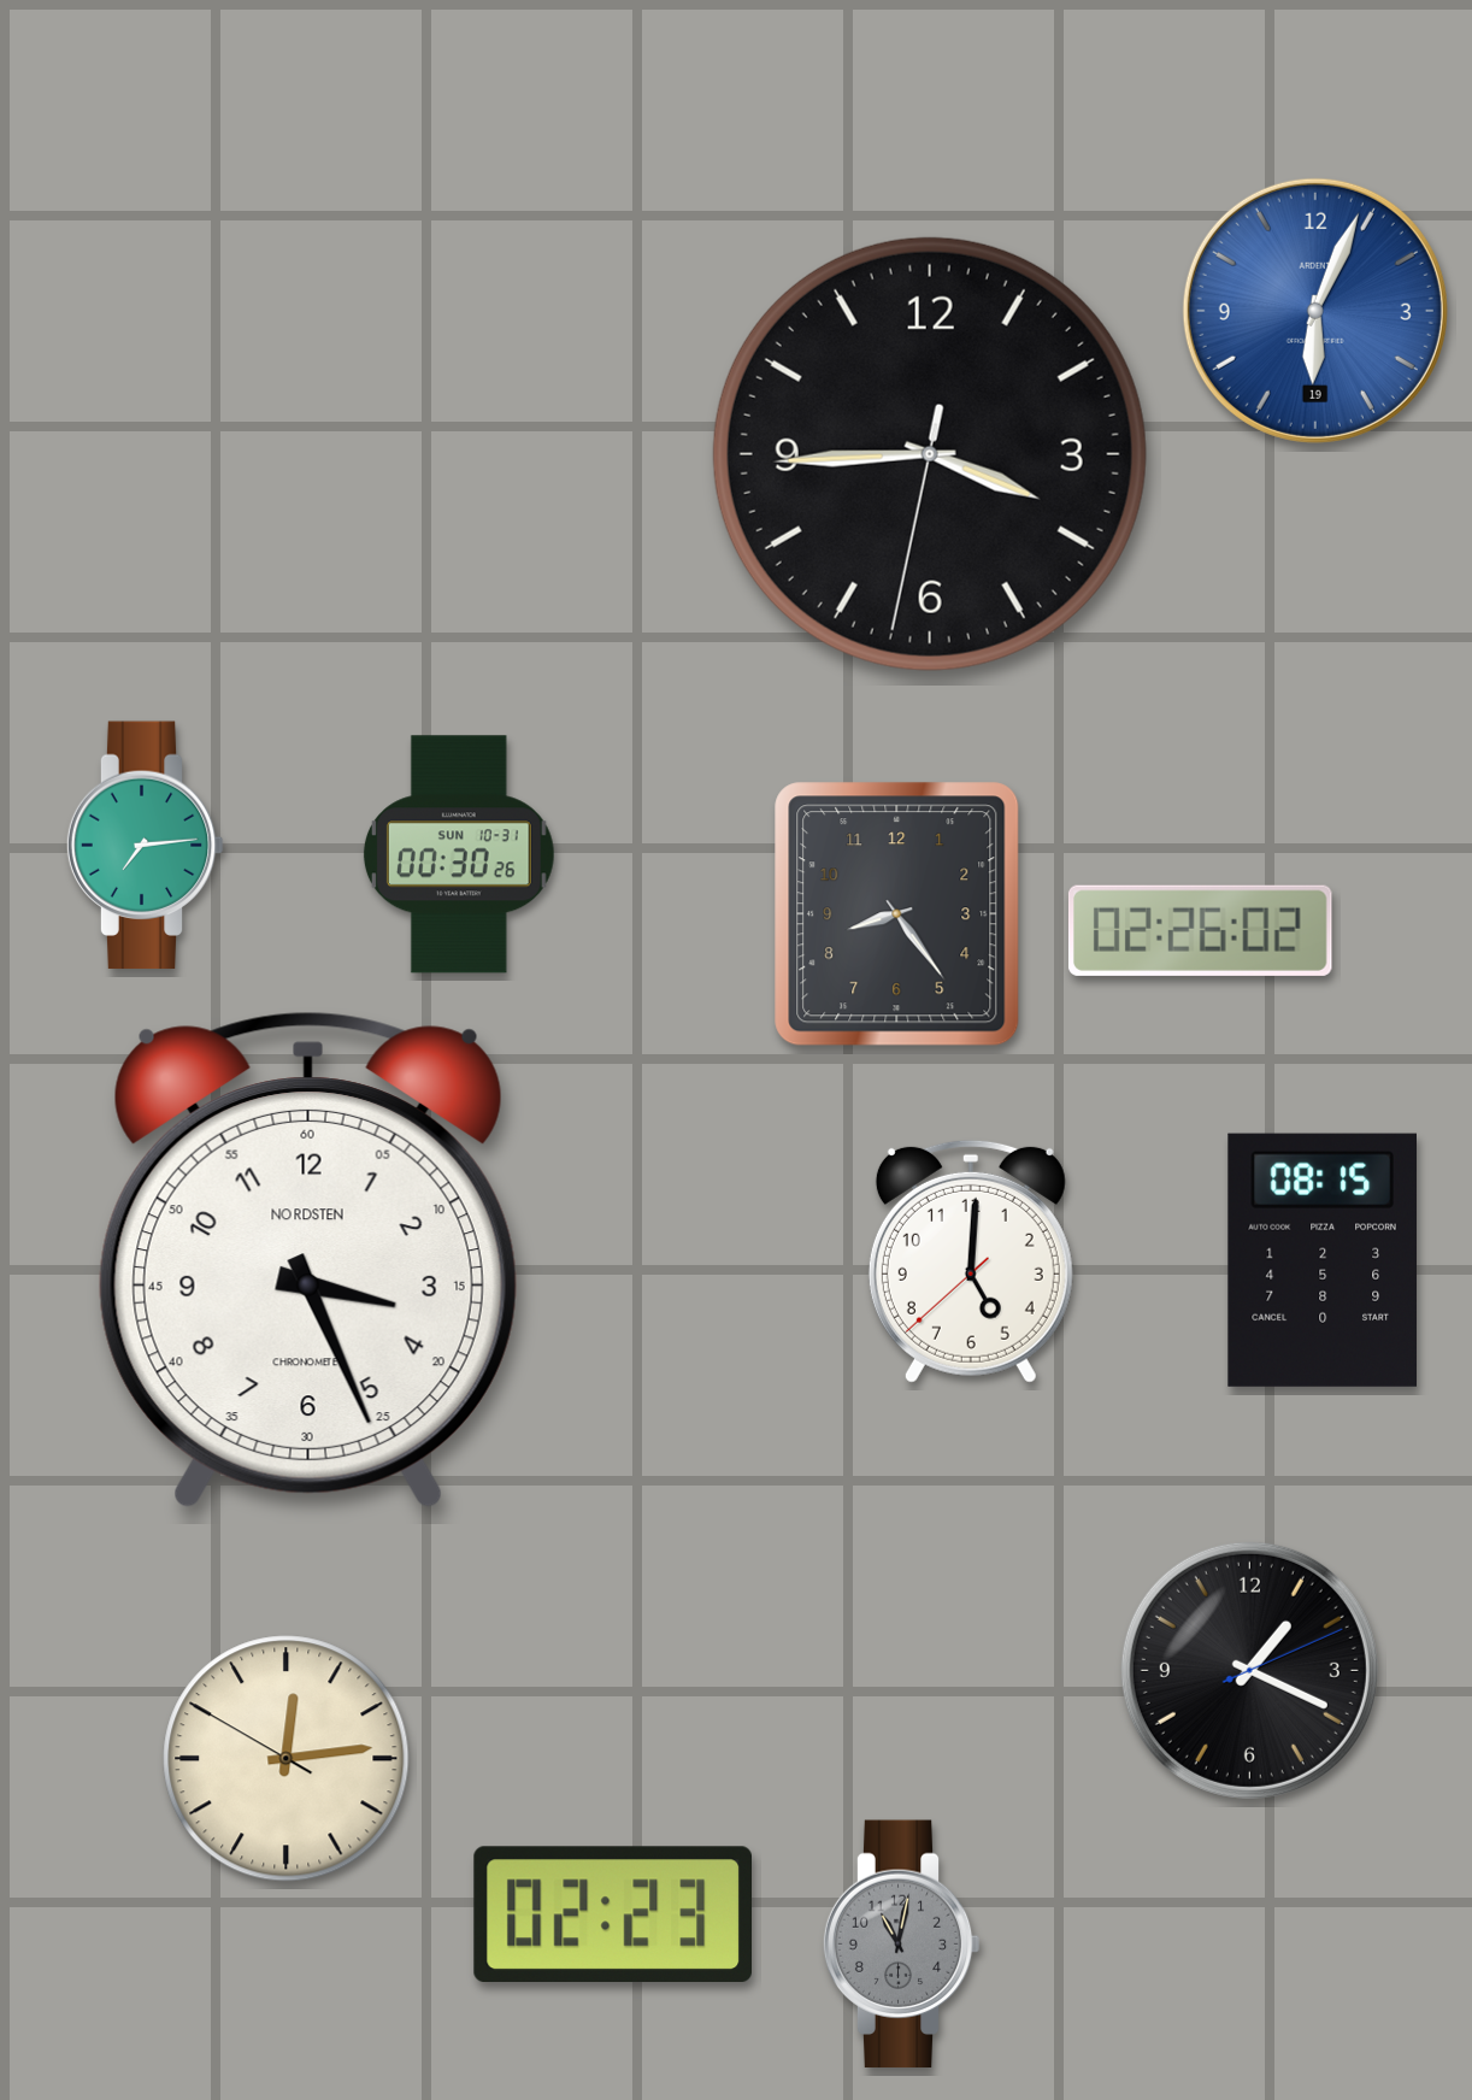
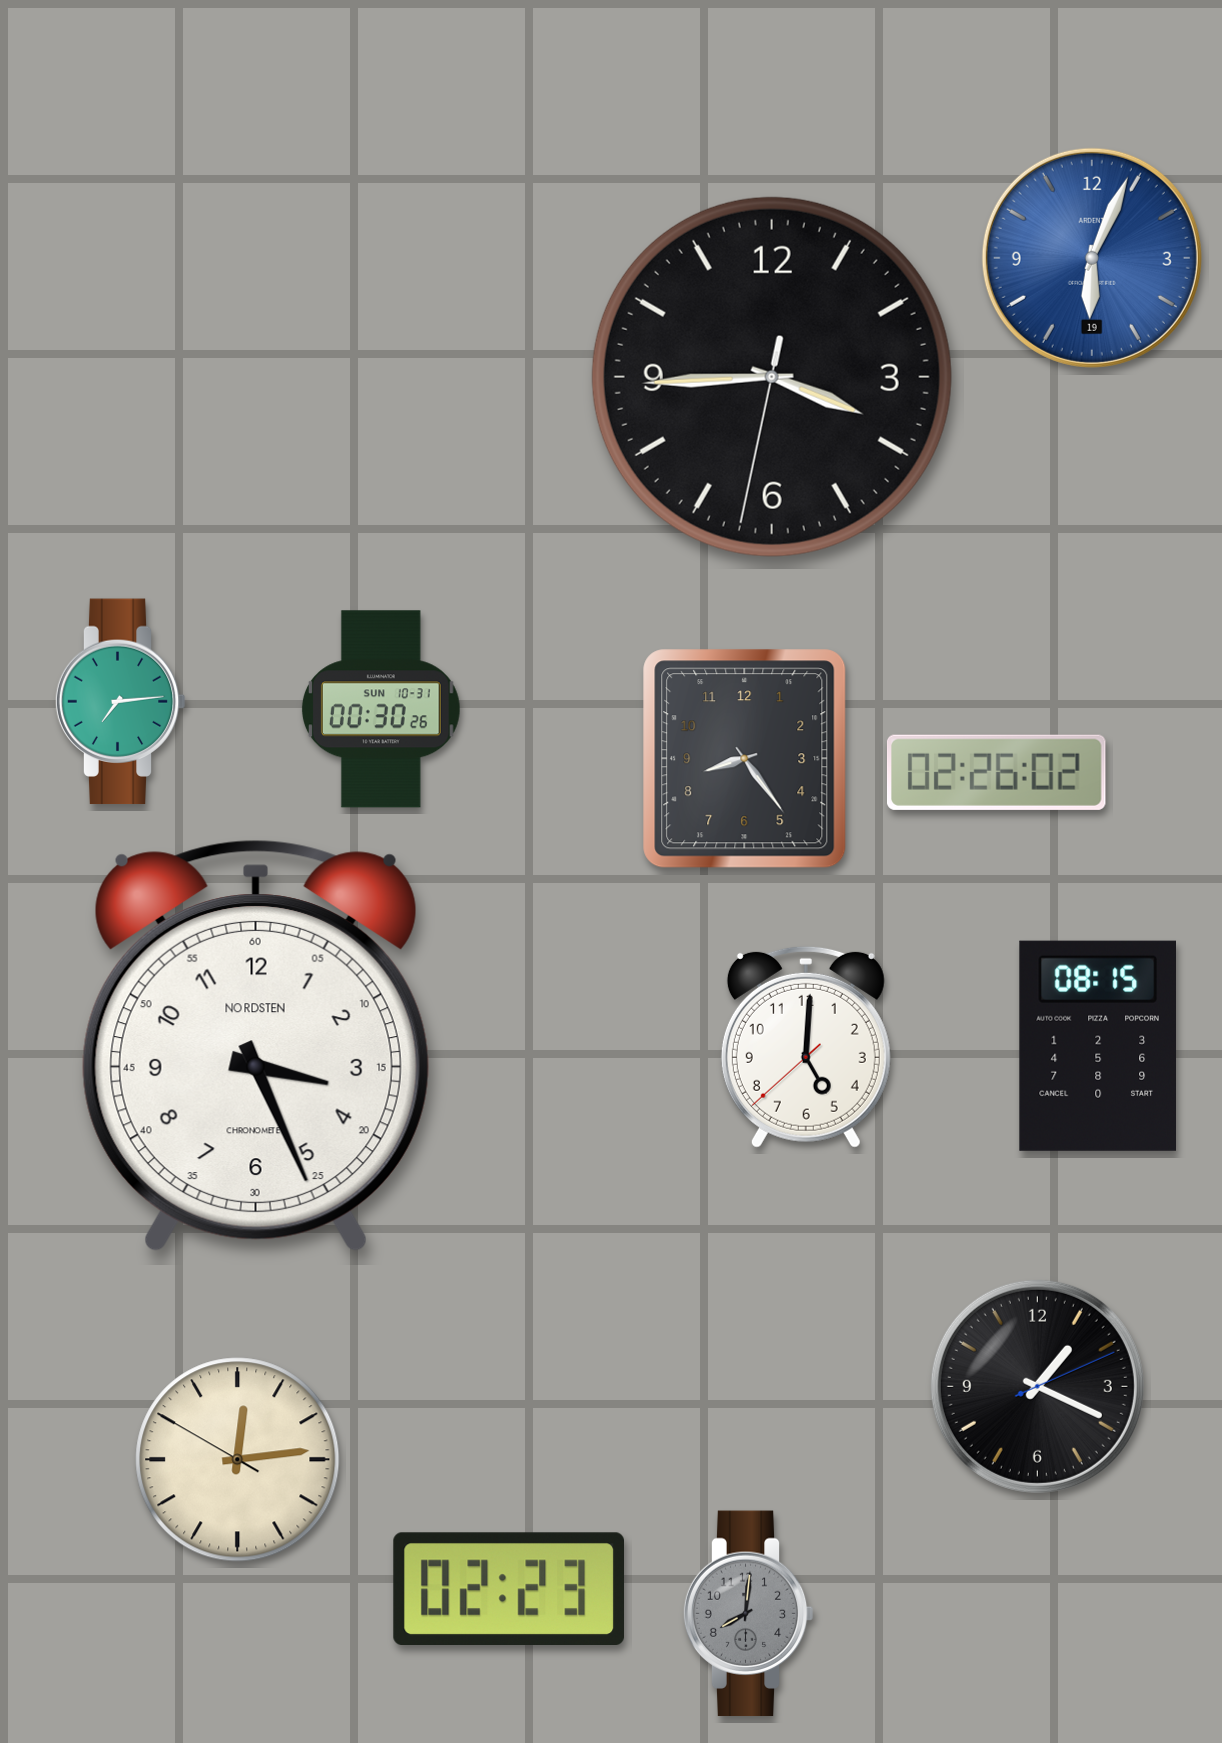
clock at (901, 1945): 11:02 -> 8:01
